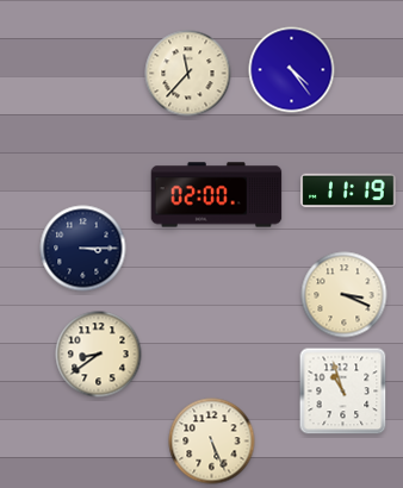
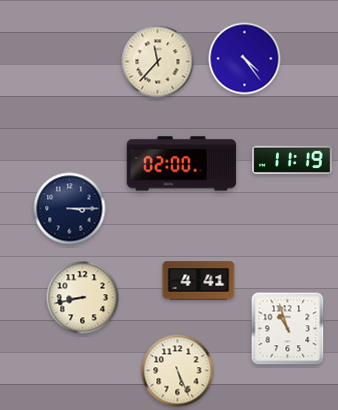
clock at (345, 295): 3:19 -> none
clock at (199, 281): none -> 4:41
clock at (99, 355): 8:39 -> 8:43
